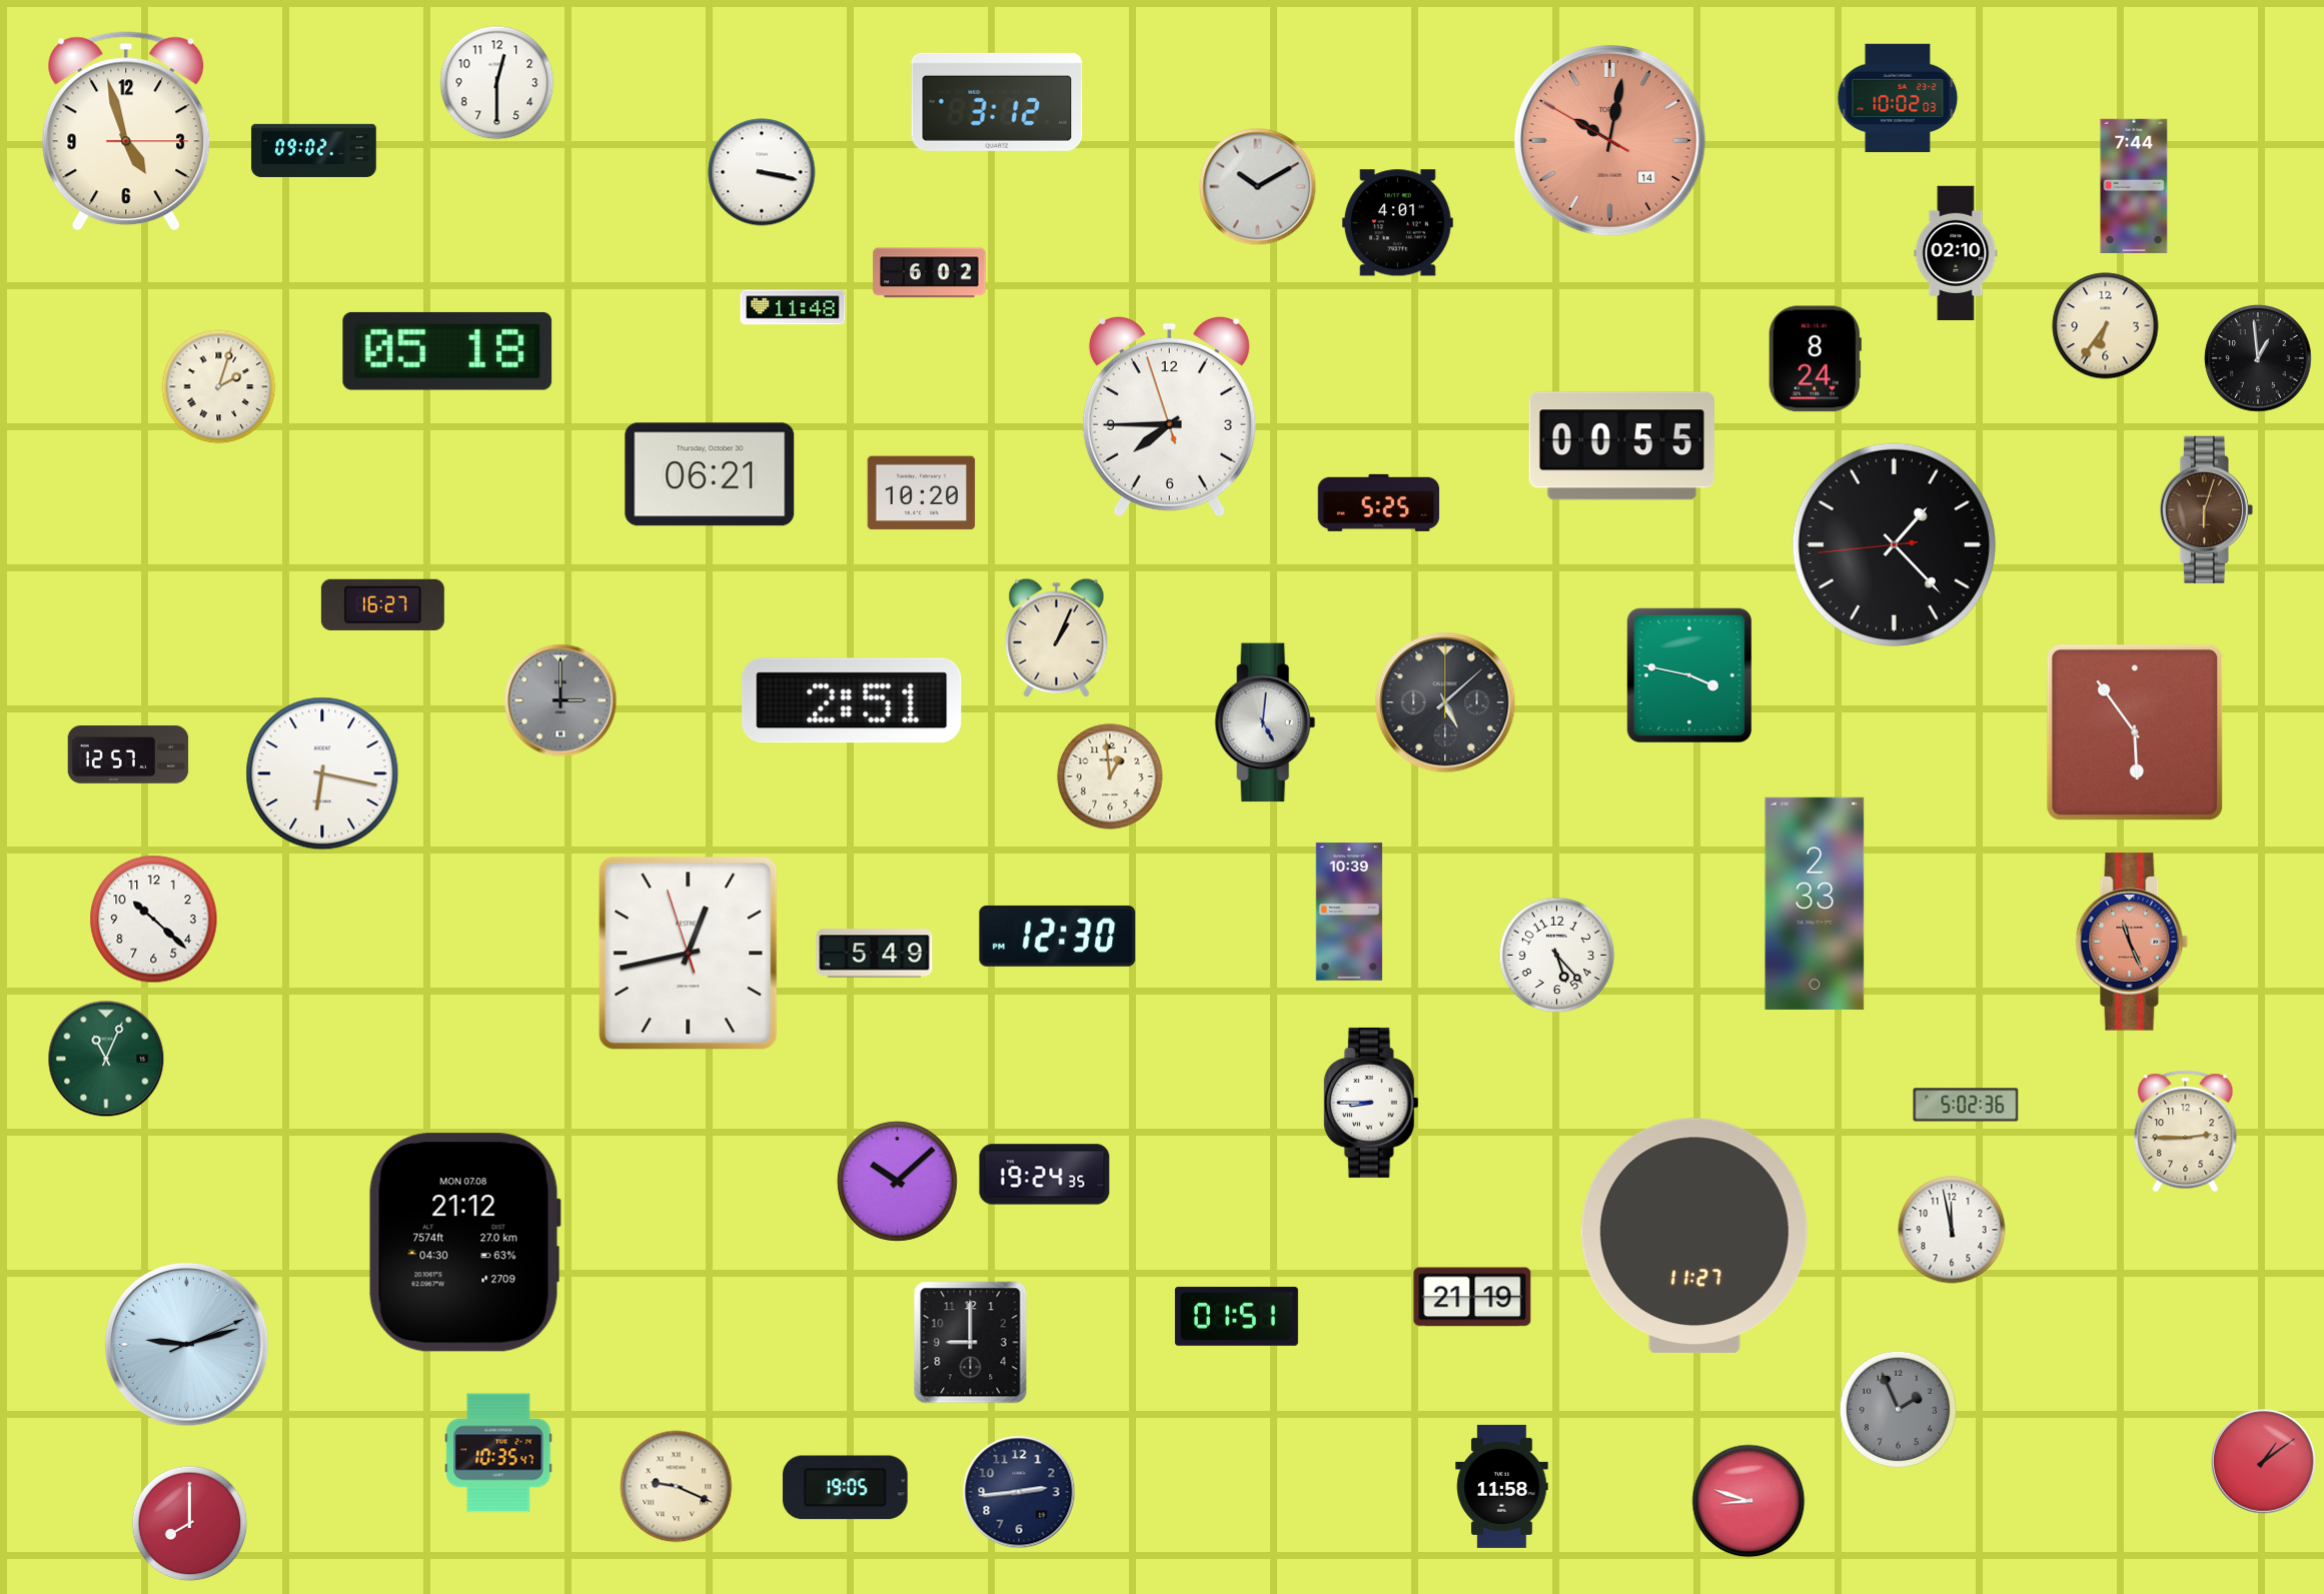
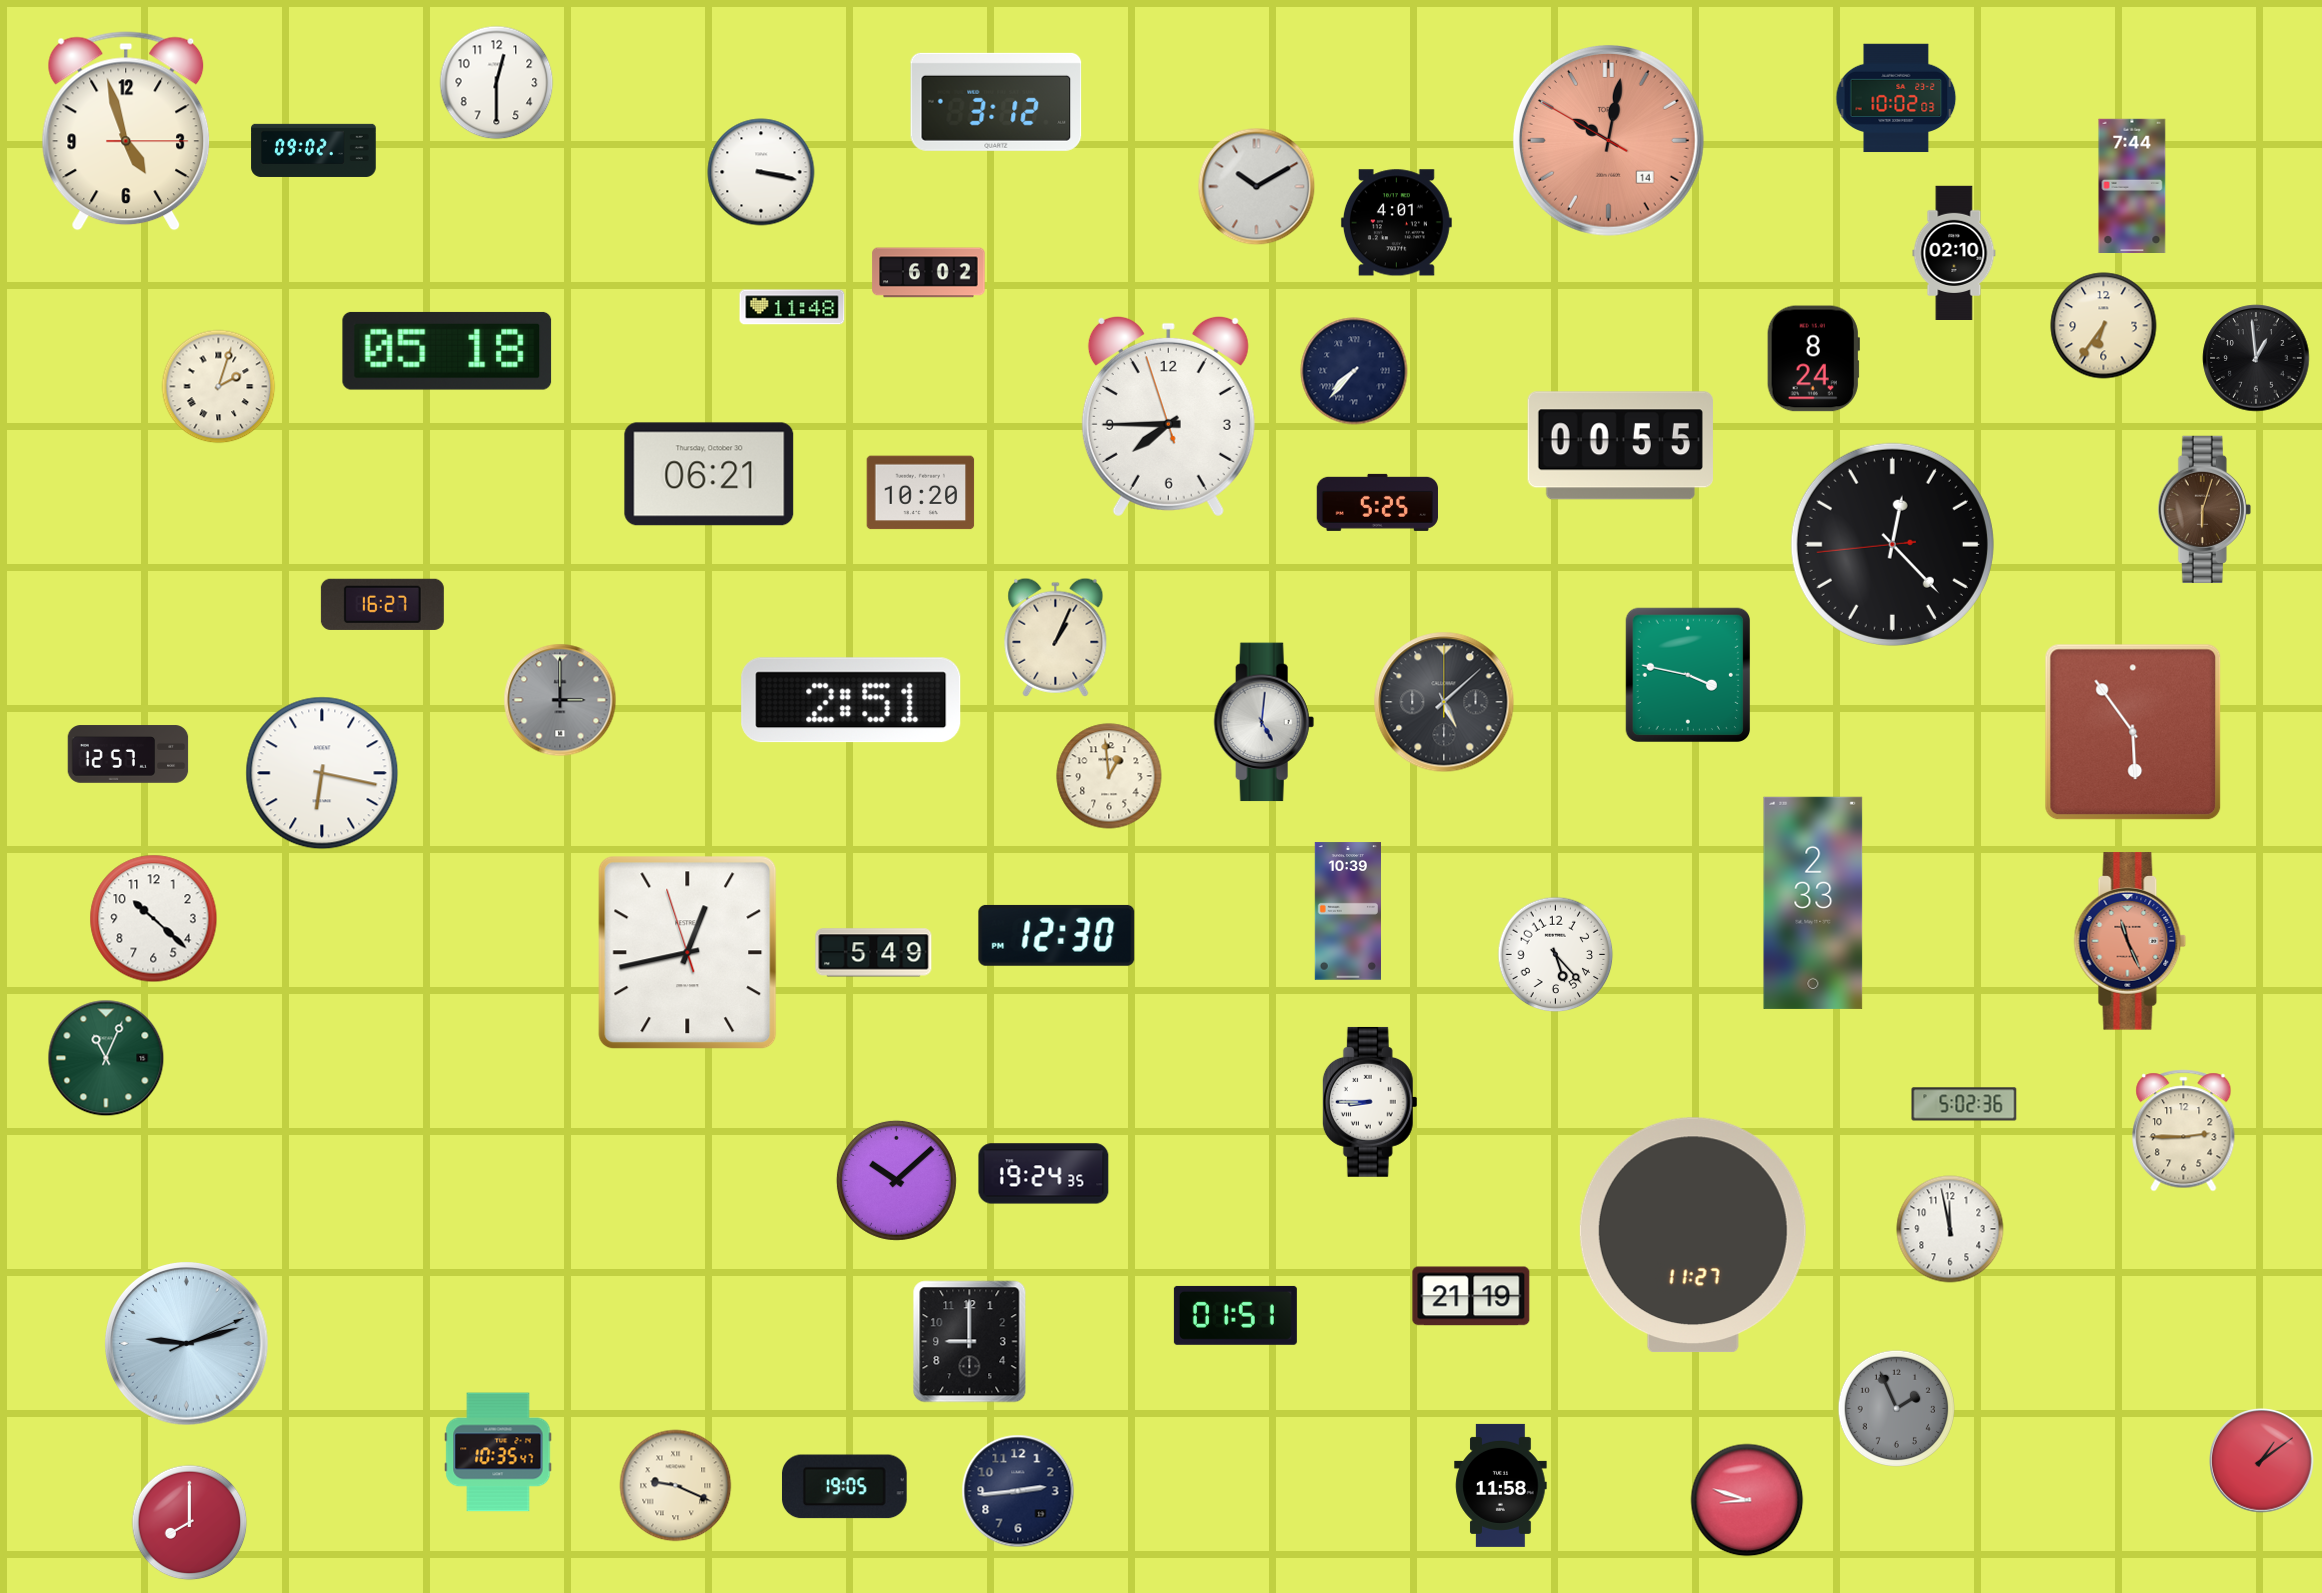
clock at (1354, 371): none -> 7:37
clock at (1894, 544): 1:22 -> 12:22
clock at (464, 1243): 21:12 -> none
